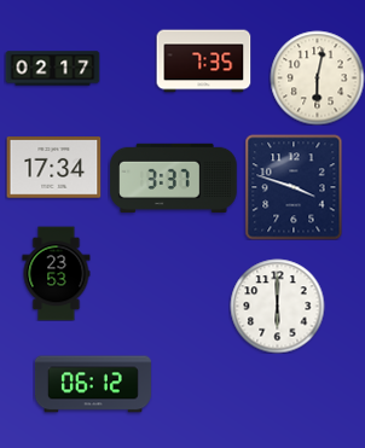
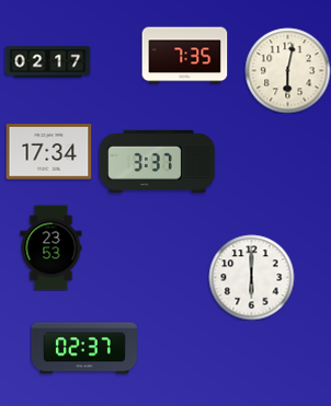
clock at (294, 187): 3:48 -> none
clock at (93, 384): 06:12 -> 02:37
